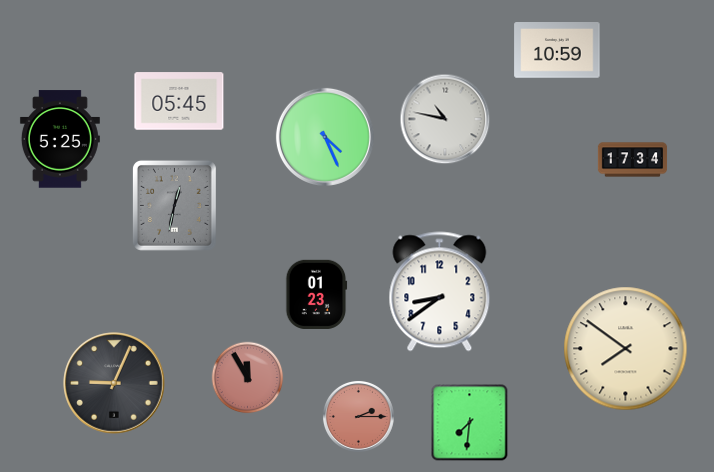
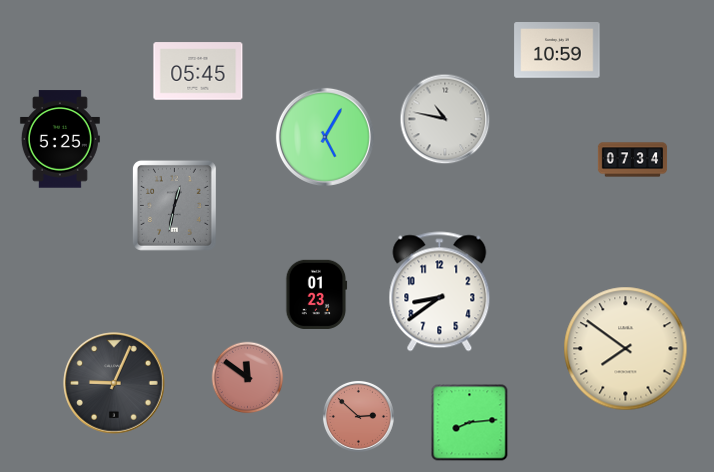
clock at (179, 101) position: (179, 101) -> (198, 71)
clock at (325, 137): 4:26 -> 5:05
clock at (633, 160): 17:34 -> 07:34
clock at (248, 378): 11:55 -> 11:51
clock at (358, 416): 2:15 -> 2:52
clock at (470, 423): 7:31 -> 8:14
